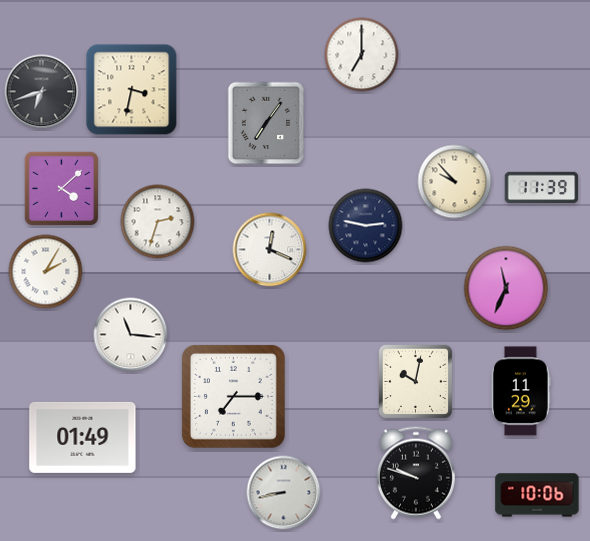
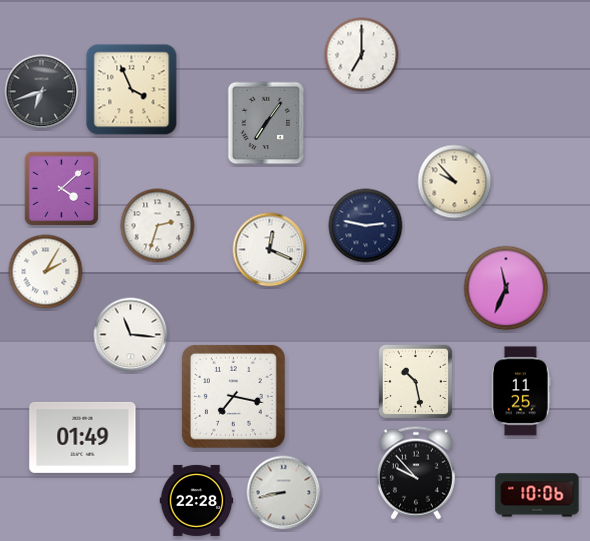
clock at (132, 90): 3:32 -> 3:56
clock at (542, 188): 11:39 -> none
clock at (158, 222) position: (158, 222) -> (158, 226)
clock at (415, 381): 10:02 -> 10:28
clock at (522, 391): 11:29 -> 11:25
clock at (233, 396): 7:15 -> 7:17
clock at (416, 473): 9:48 -> 9:53
clock at (197, 500): none -> 22:28
